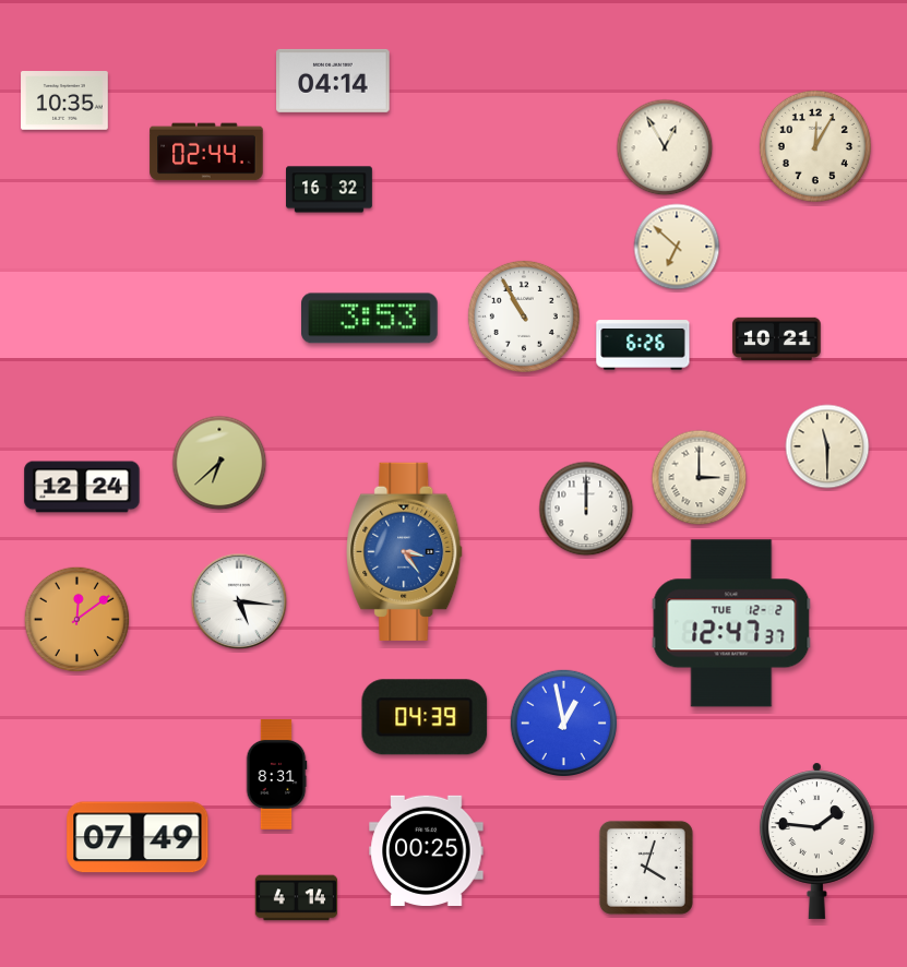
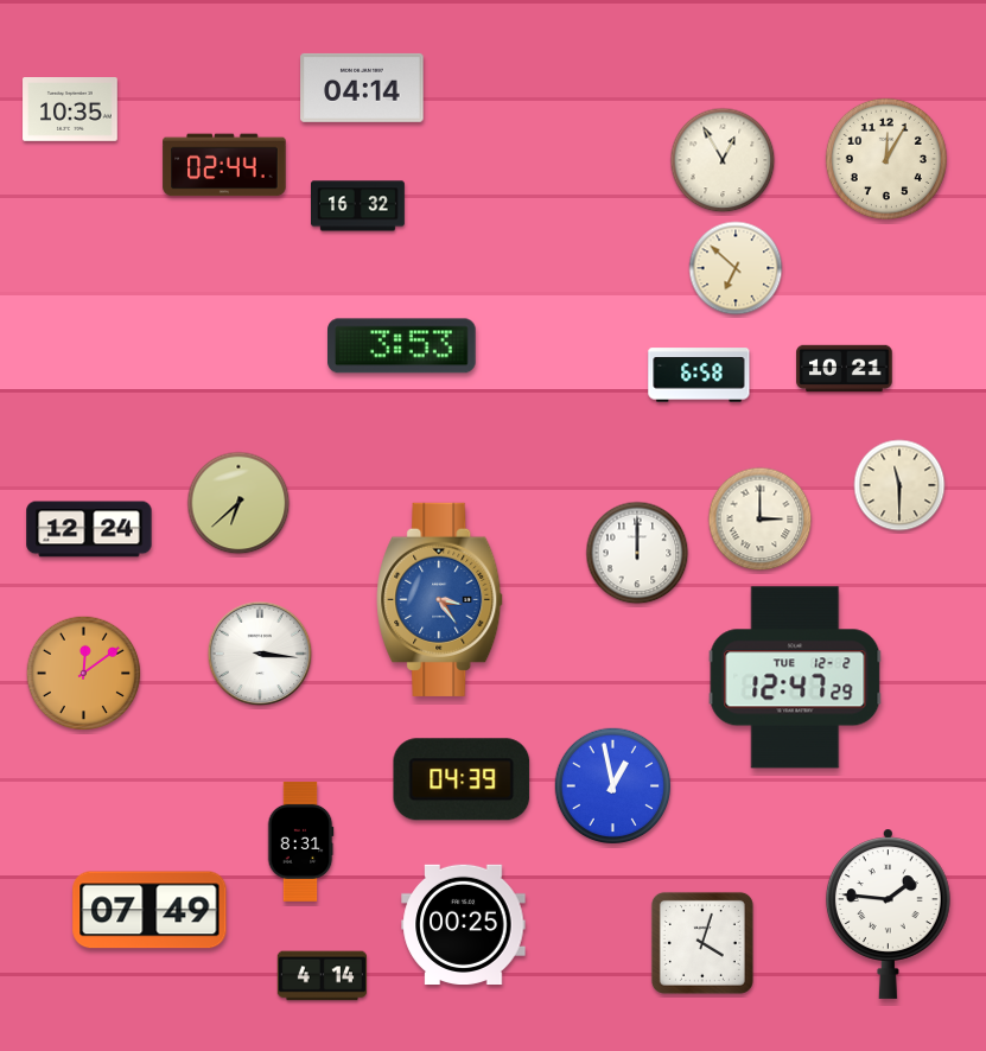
clock at (524, 317): 10:55 -> none
clock at (643, 345): 6:26 -> 6:58
clock at (239, 601): 5:16 -> 3:16
clock at (731, 623): 12:47:37 -> 12:47:29
